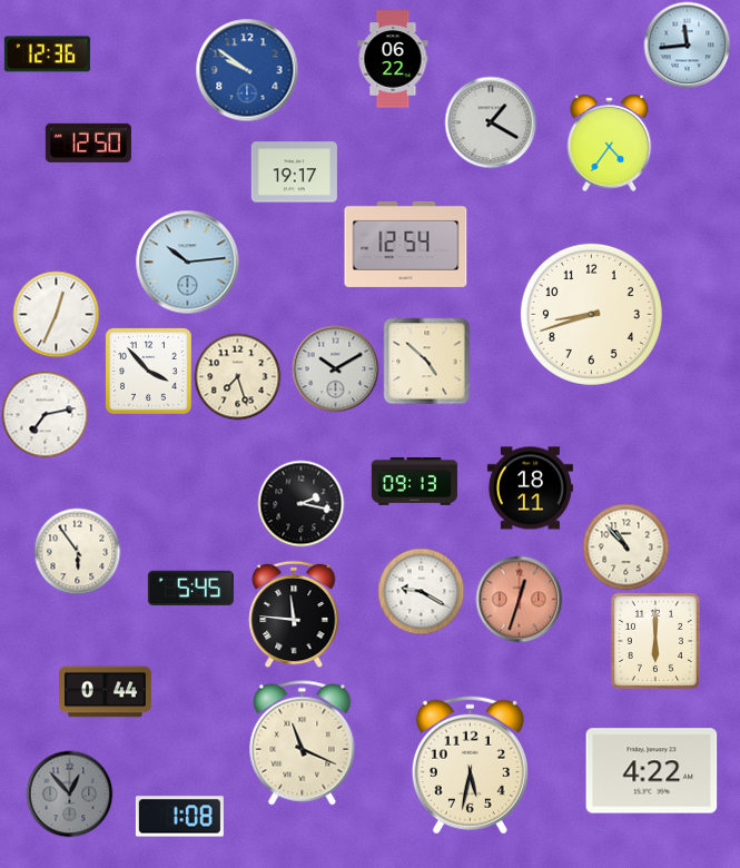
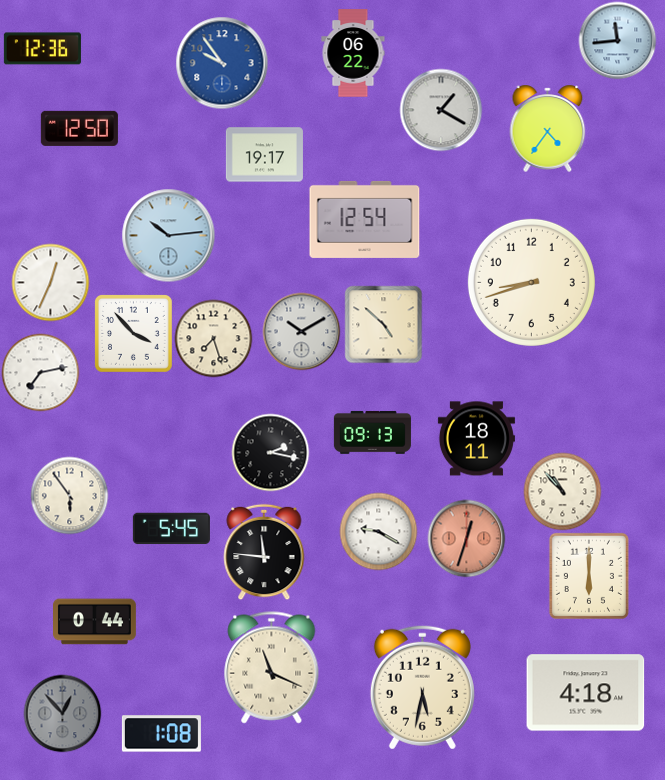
clock at (247, 70): 9:51 -> 9:54
clock at (652, 771): 4:22 -> 4:18
